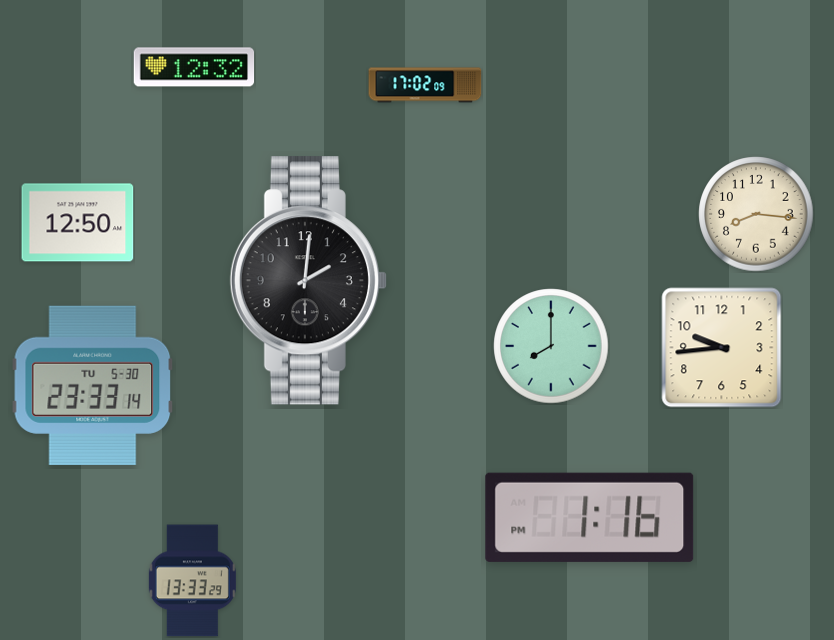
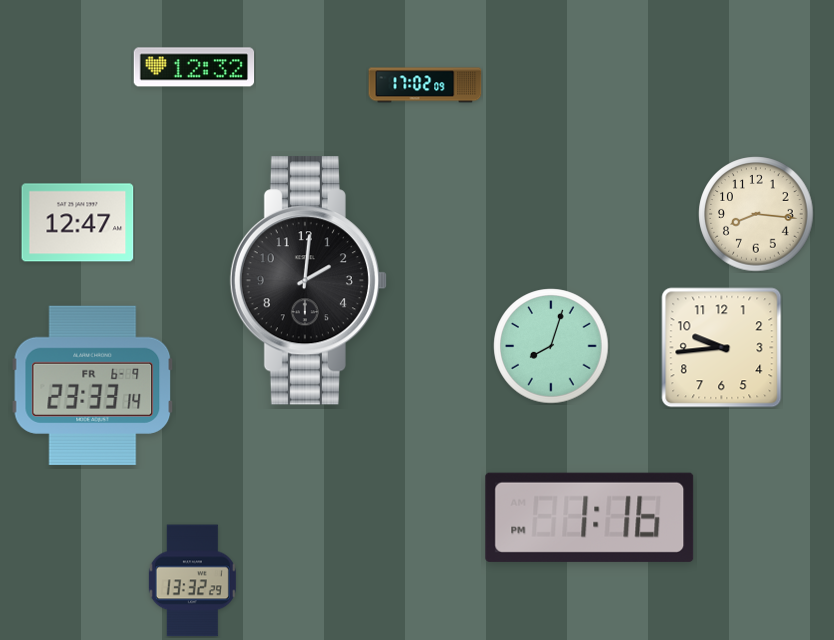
clock at (78, 223): 12:50 -> 12:47
clock at (551, 346): 8:00 -> 8:03
clock at (93, 385) date: TU 5-30 -> FR 6-9
clock at (192, 581): 13:33 -> 13:32
